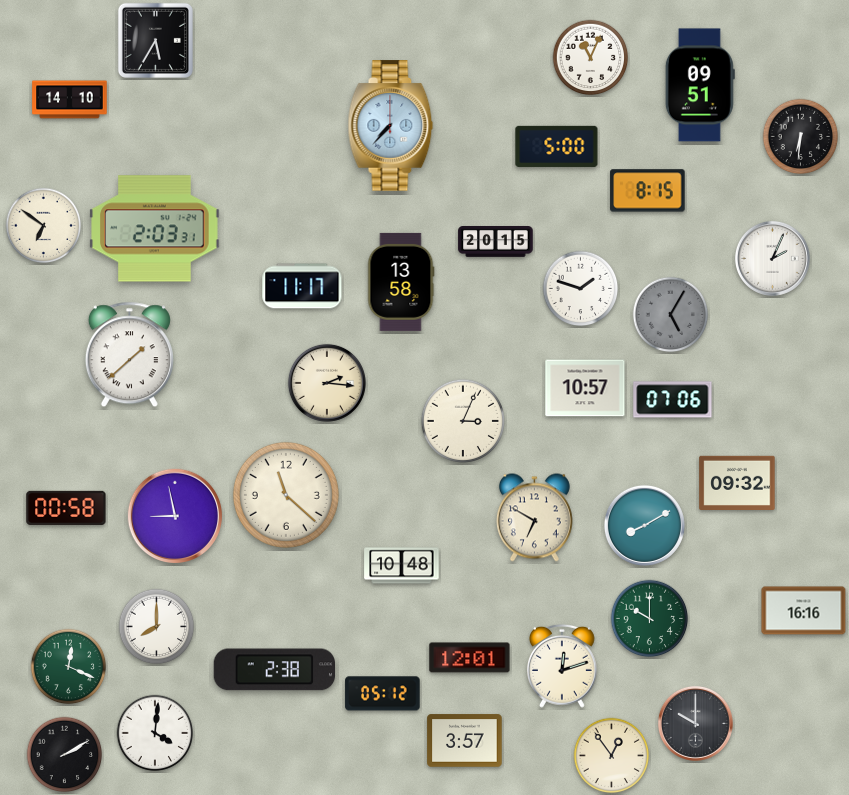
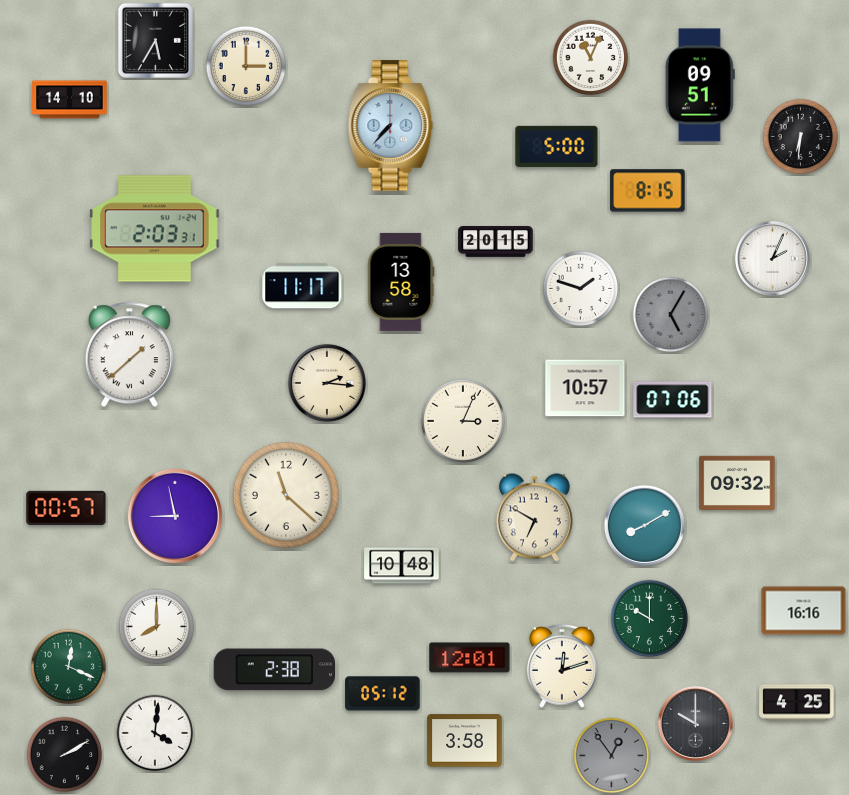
clock at (246, 66): none -> 3:00
clock at (44, 226): 6:51 -> none
clock at (66, 508): 00:58 -> 00:57
clock at (797, 703): none -> 4:25
clock at (465, 741): 3:57 -> 3:58
clock at (612, 756) dial: cream -> grey
